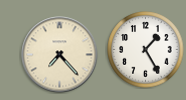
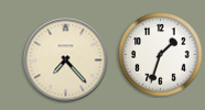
clock at (146, 50): 1:25 -> 1:33
